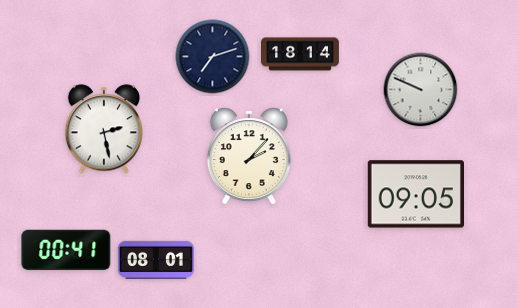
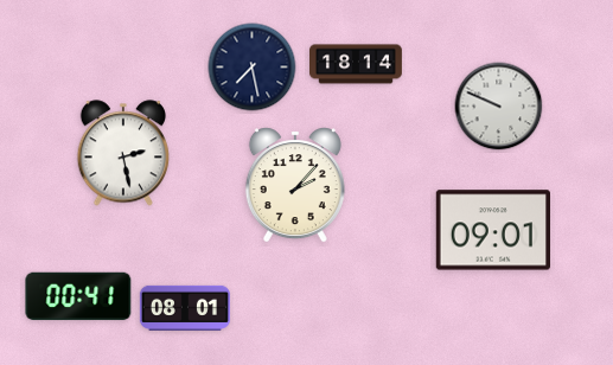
clock at (213, 57): 7:12 -> 7:28
clock at (415, 194): 09:05 -> 09:01
